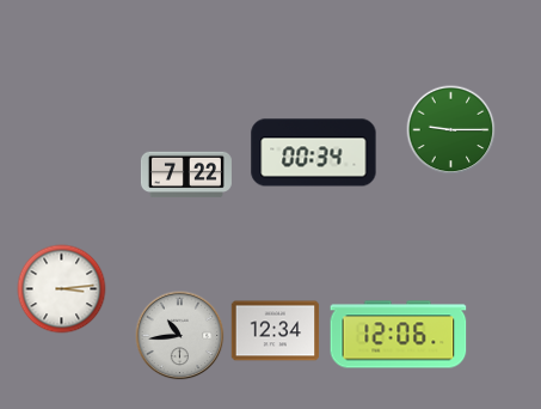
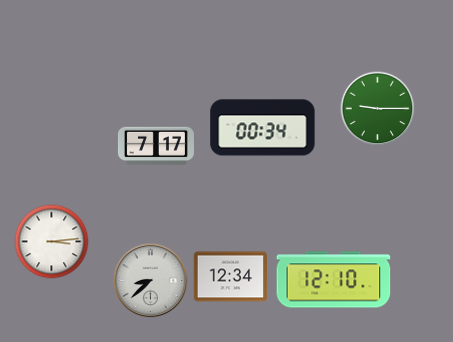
clock at (186, 175): 7:22 -> 7:17
clock at (399, 335): 12:06 -> 12:10
clock at (180, 336): 10:44 -> 8:38
